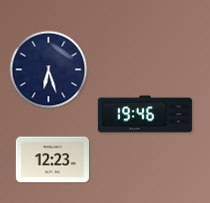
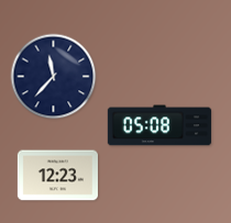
clock at (49, 70): 6:27 -> 11:37
clock at (145, 114): 19:46 -> 05:08
